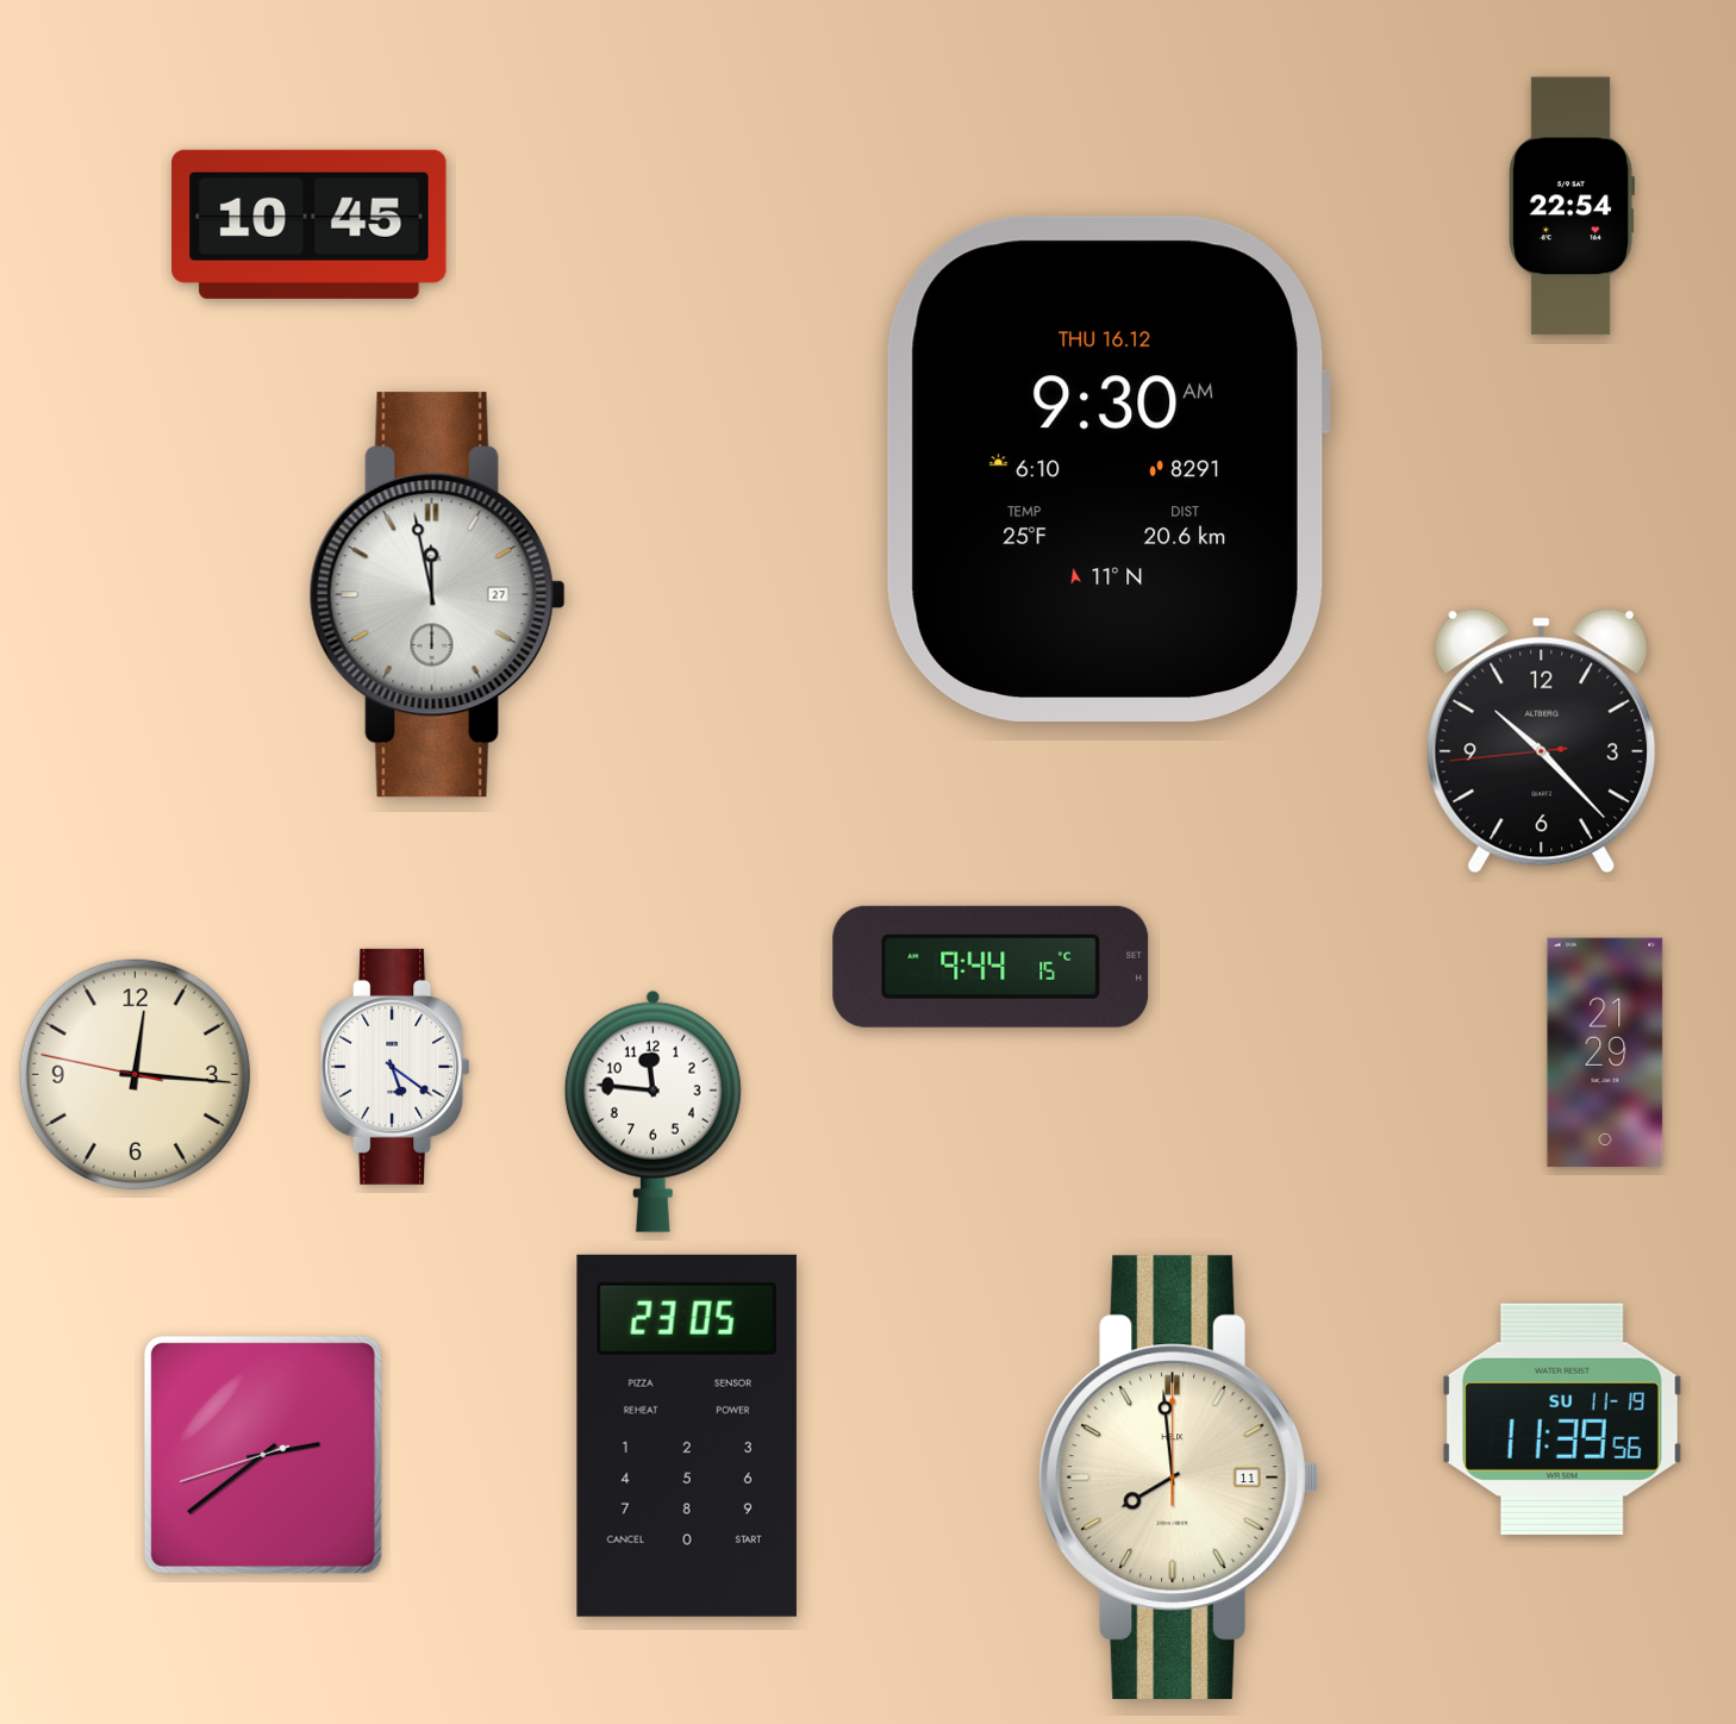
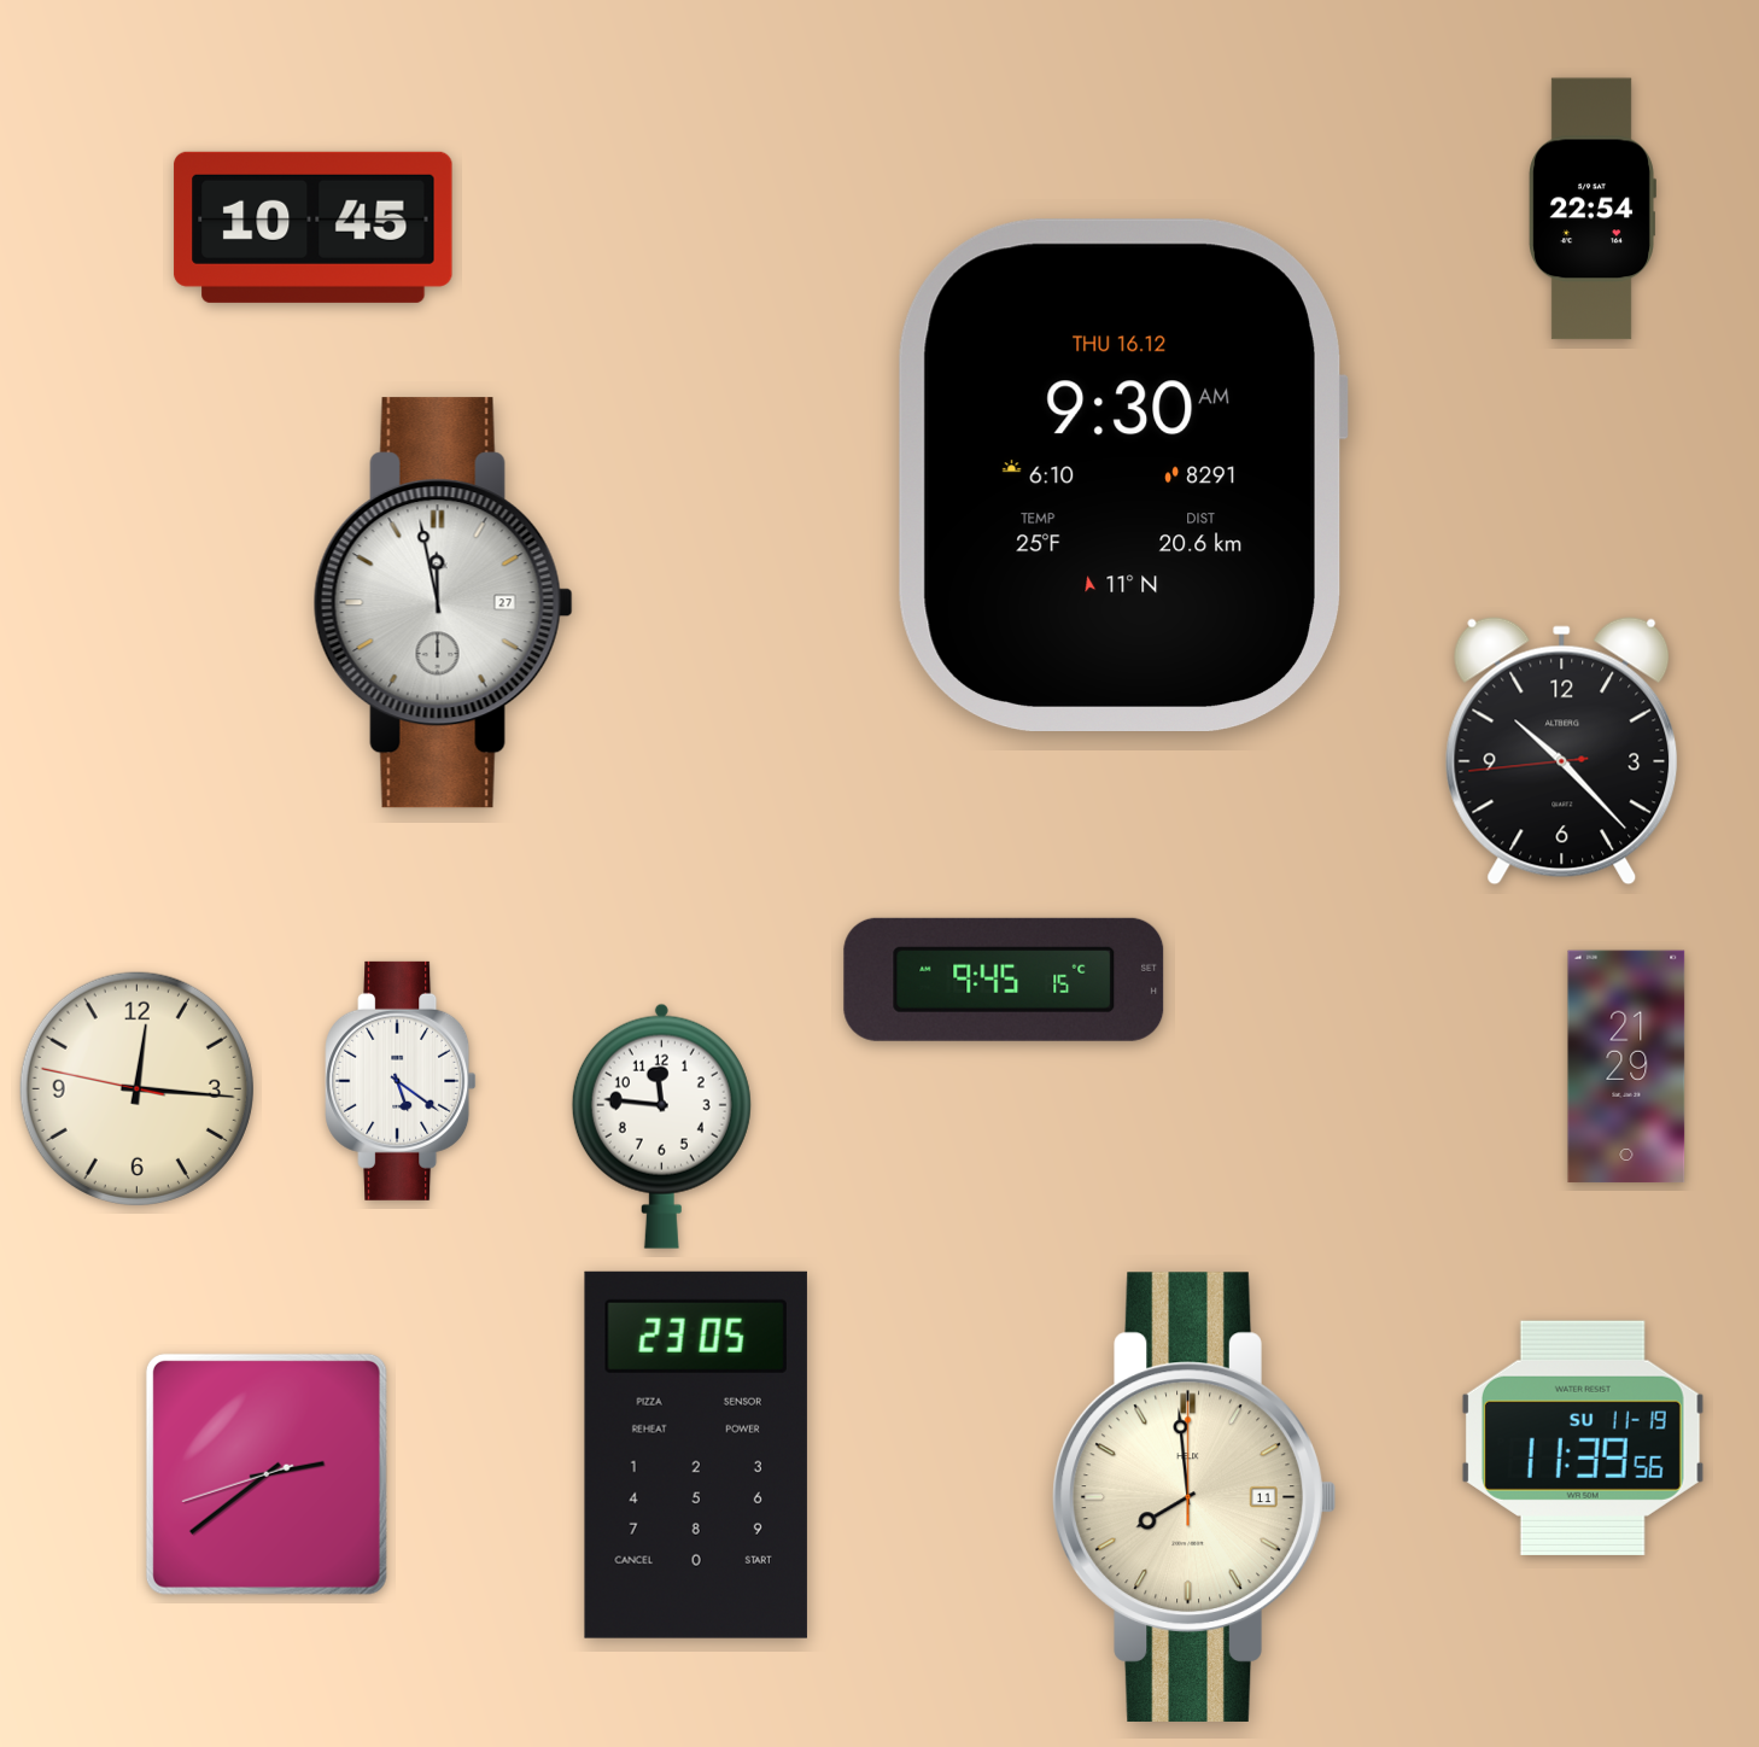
clock at (991, 967): 9:44 -> 9:45
